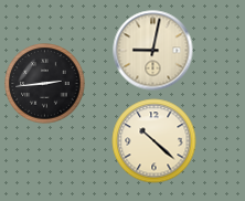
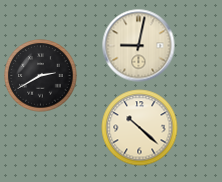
clock at (45, 84): 2:44 -> 2:40
